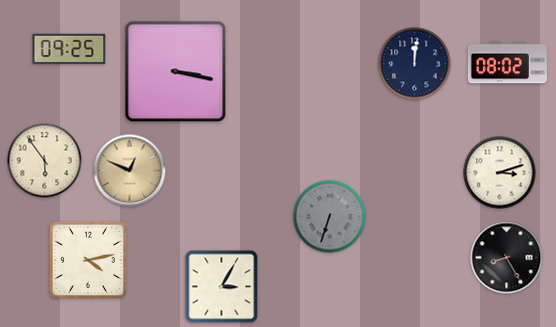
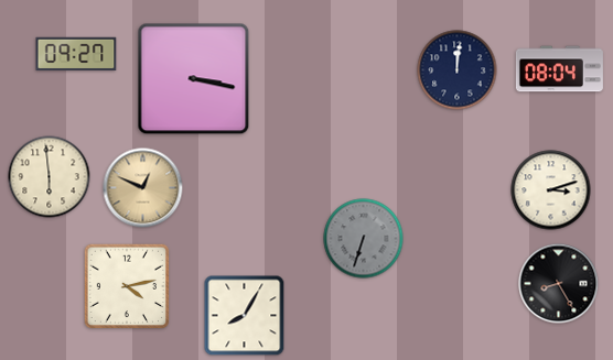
clock at (69, 48): 09:25 -> 09:27
clock at (507, 63): 08:02 -> 08:04
clock at (45, 161): 5:54 -> 5:59
clock at (87, 259) position: (87, 259) -> (126, 285)
clock at (222, 287): 3:05 -> 8:05
